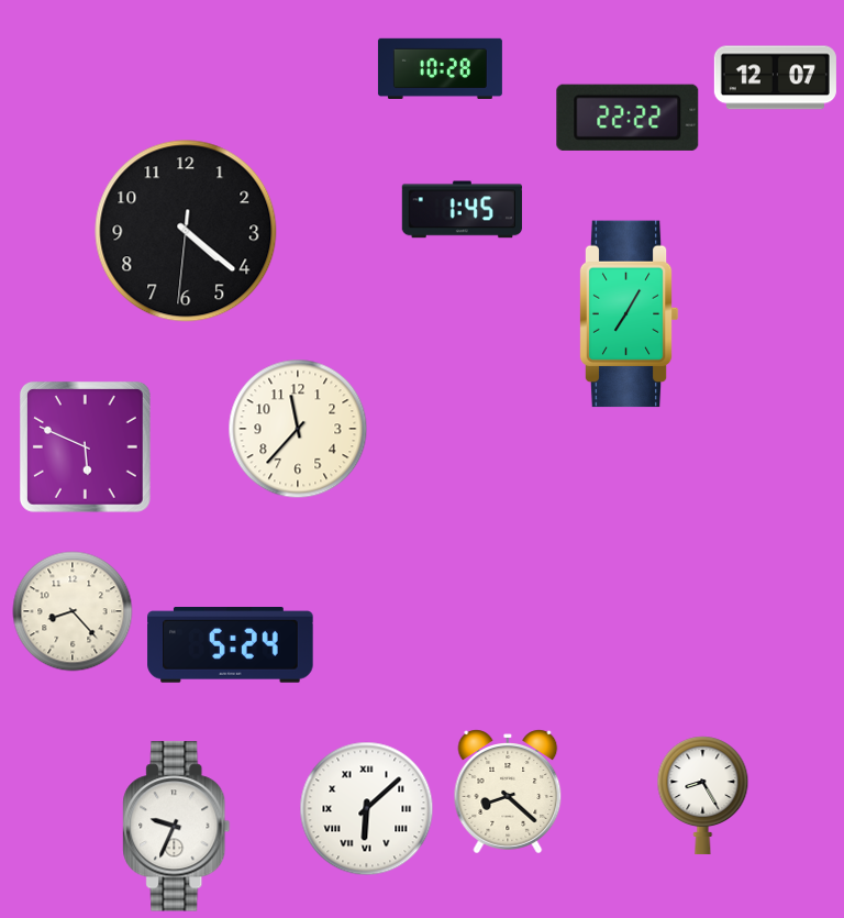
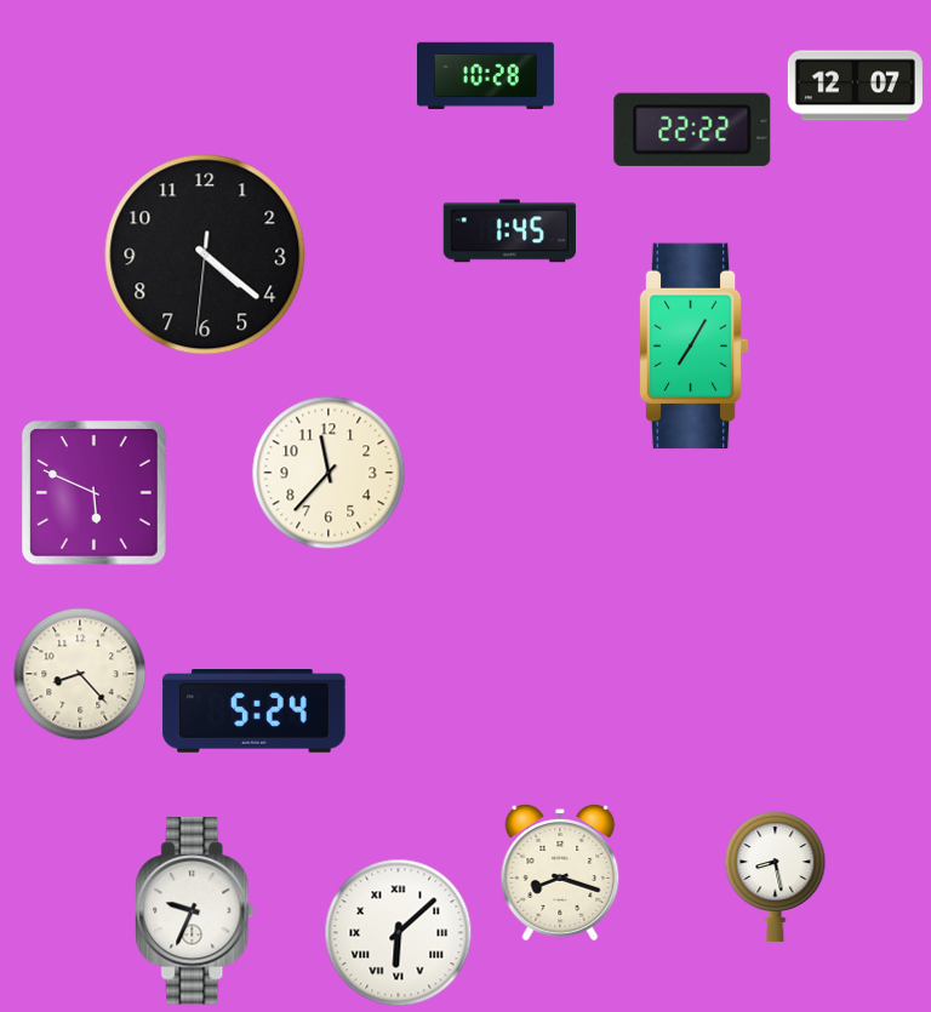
clock at (508, 792): 8:22 -> 8:18
clock at (703, 796): 8:25 -> 8:28
clock at (367, 809) position: (367, 809) -> (399, 933)
